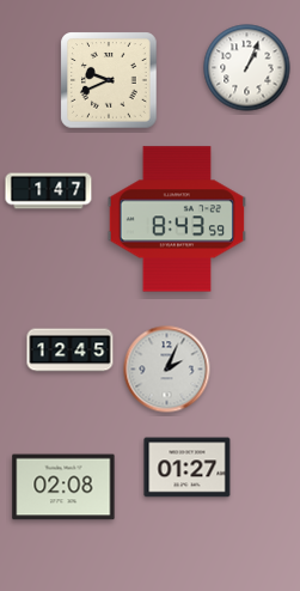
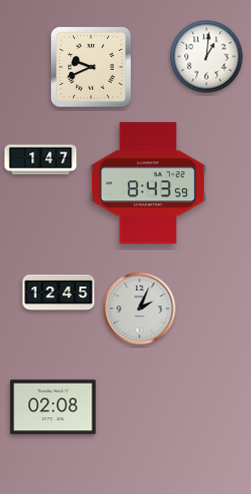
clock at (247, 68): 1:04 -> 1:01
clock at (188, 468): 01:27 -> none
